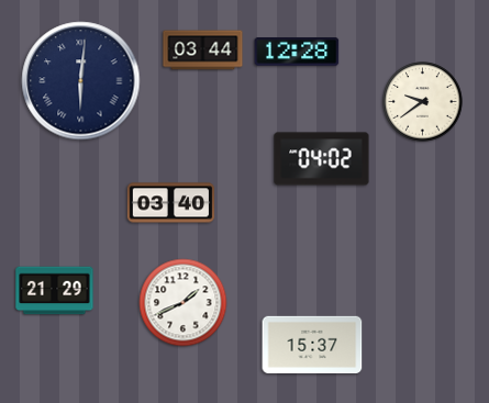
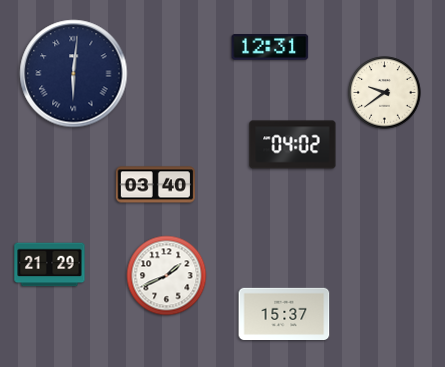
clock at (203, 51): 03:44 -> none
clock at (297, 52): 12:28 -> 12:31
